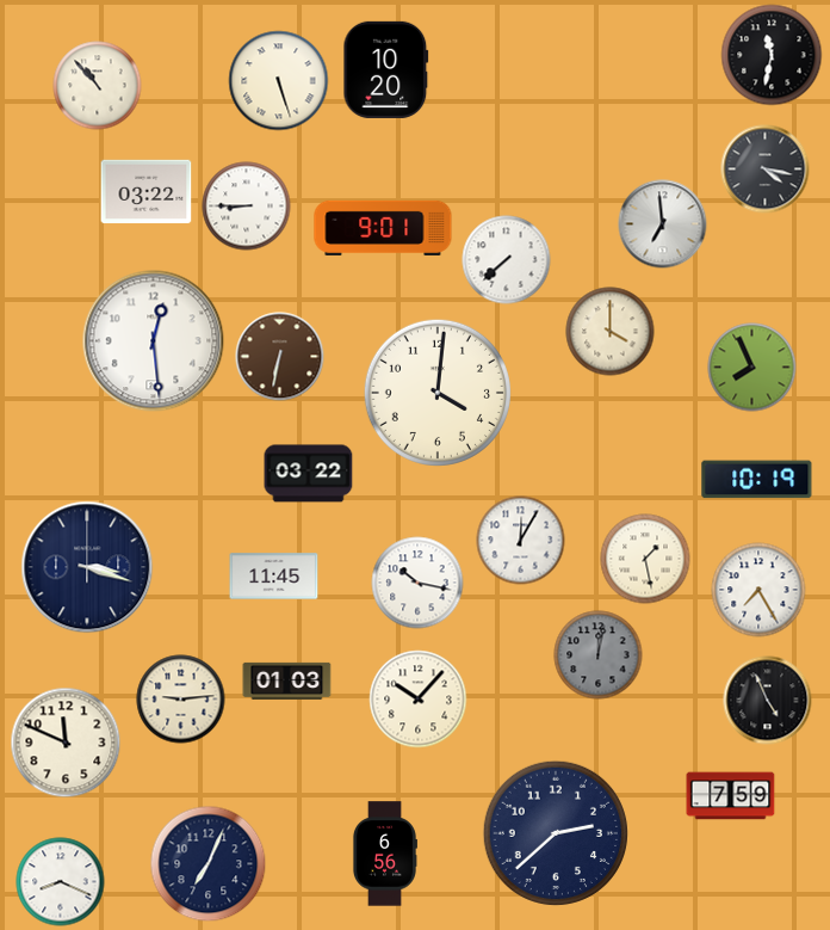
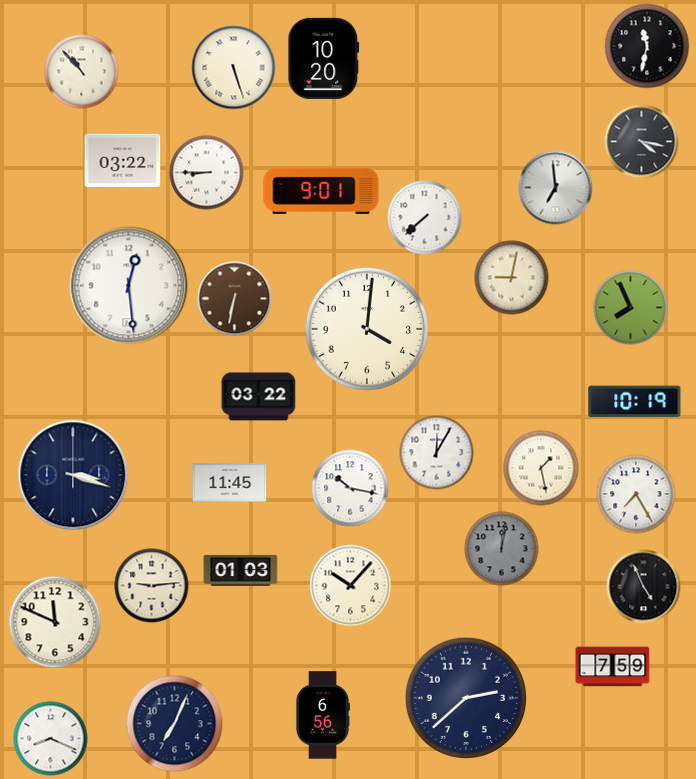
clock at (611, 332): 4:00 -> 9:02
